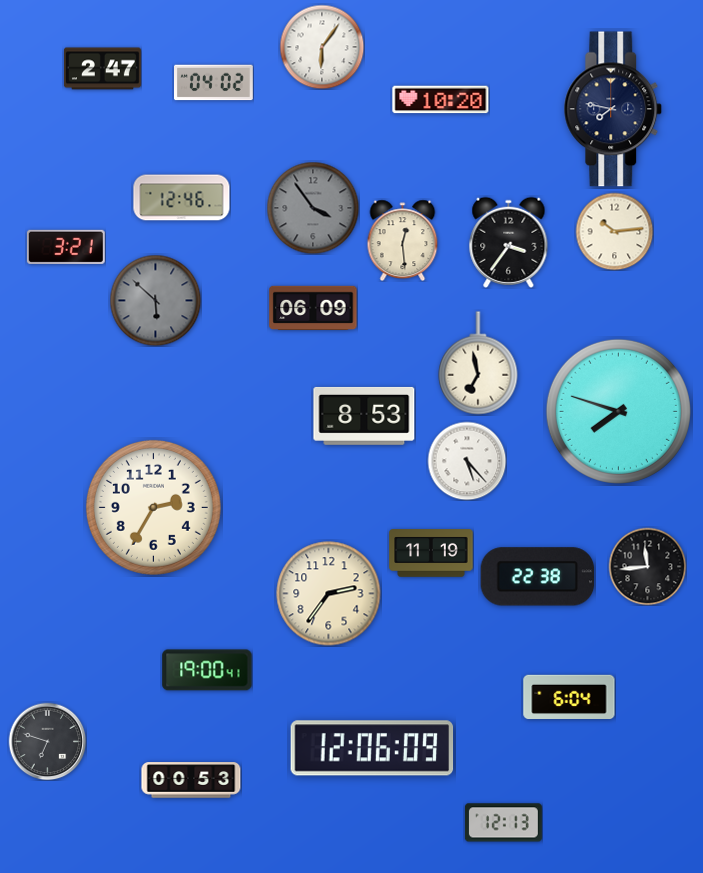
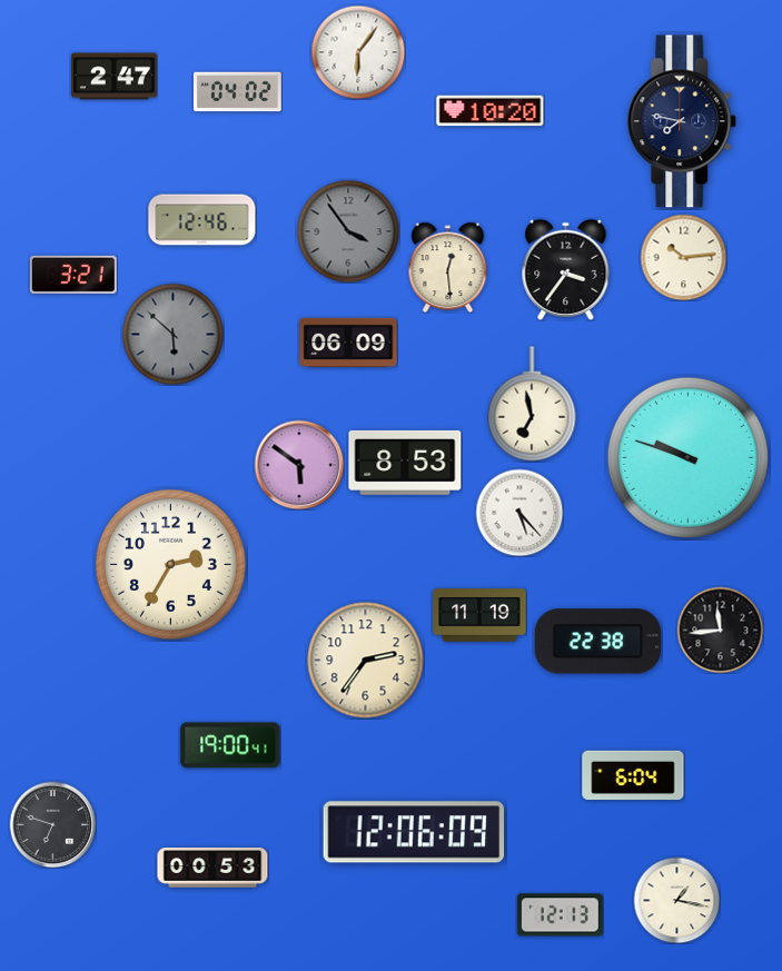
clock at (618, 411): 7:48 -> 9:48
clock at (299, 465): none -> 5:51
clock at (676, 900): none -> 1:17
